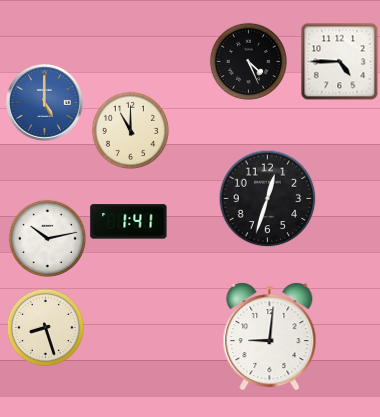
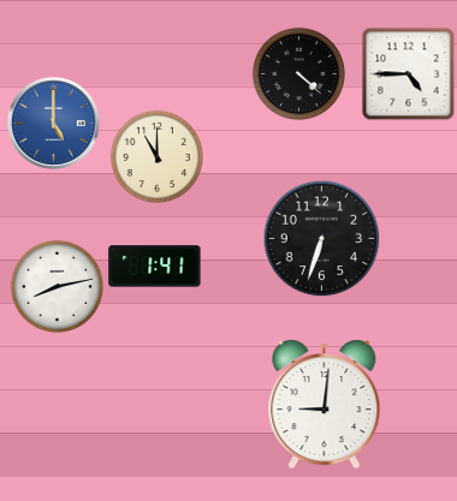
clock at (248, 61): 4:26 -> 4:22
clock at (267, 198): 12:33 -> 6:33
clock at (47, 238): 10:13 -> 8:13
clock at (45, 327): 8:27 -> none
